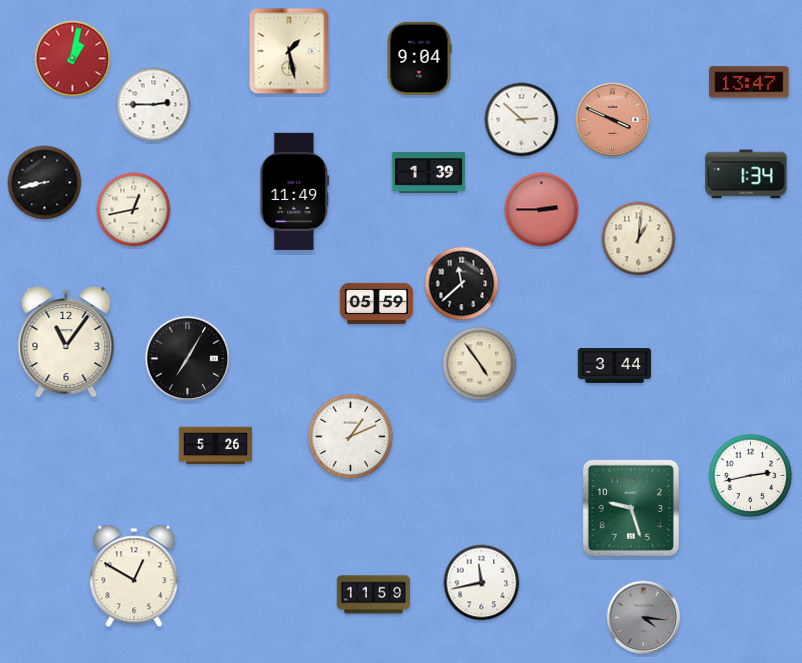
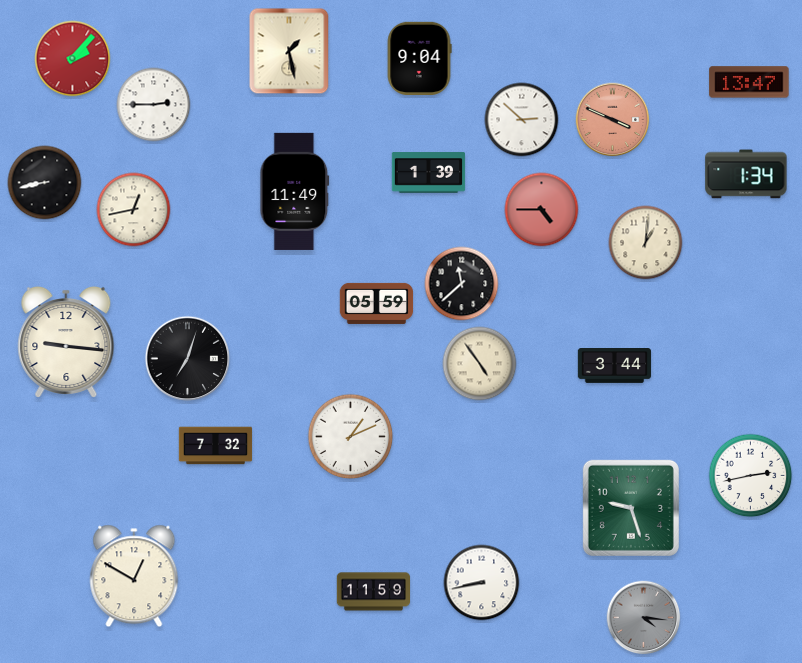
clock at (73, 59): 1:02 -> 2:07
clock at (542, 210): 2:45 -> 4:45
clock at (639, 239) position: (639, 239) -> (646, 243)
clock at (66, 342): 11:06 -> 9:16
clock at (188, 359): 7:05 -> 7:03
clock at (216, 446): 5:26 -> 7:32
clock at (482, 583): 11:43 -> 8:43
clock at (374, 595) position: (374, 595) -> (374, 592)
